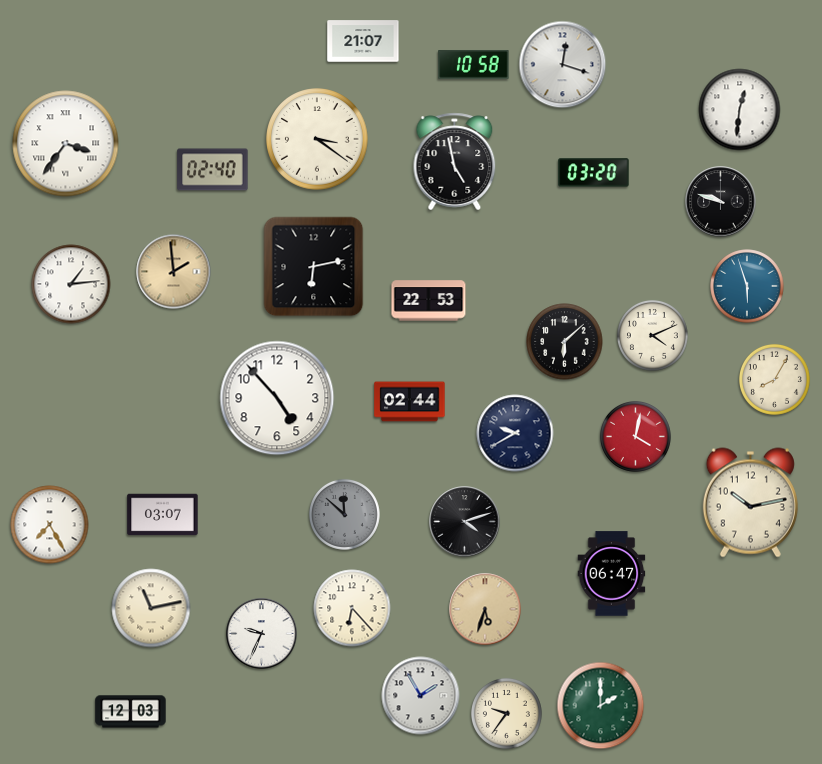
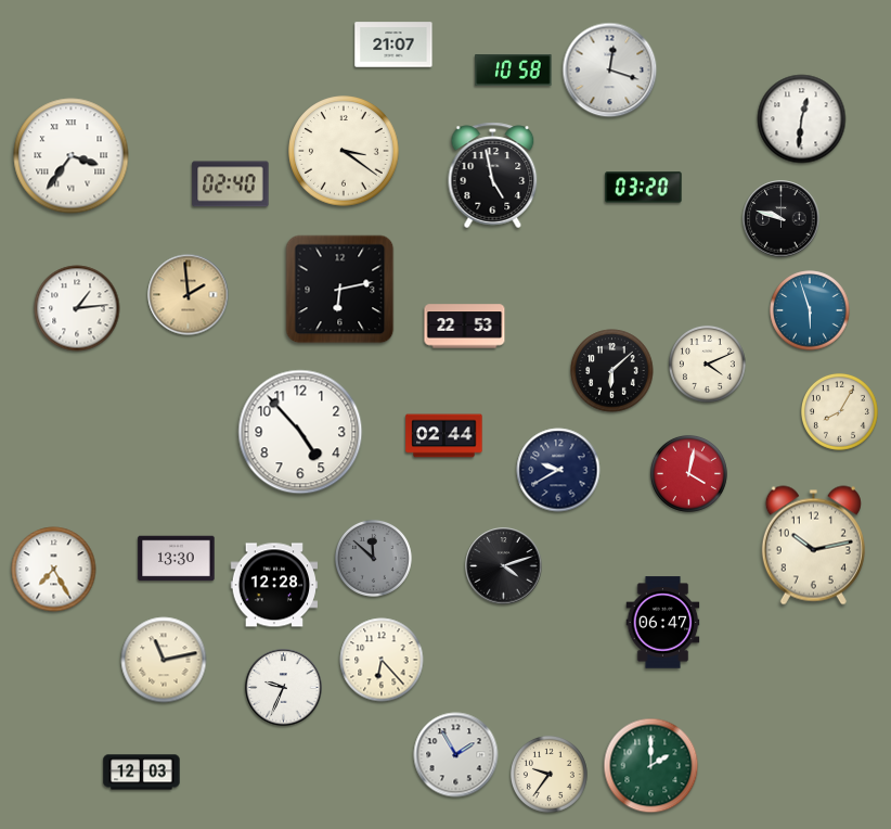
clock at (163, 515): 03:07 -> 13:30
clock at (273, 585): none -> 12:28
clock at (485, 609): 5:33 -> none
